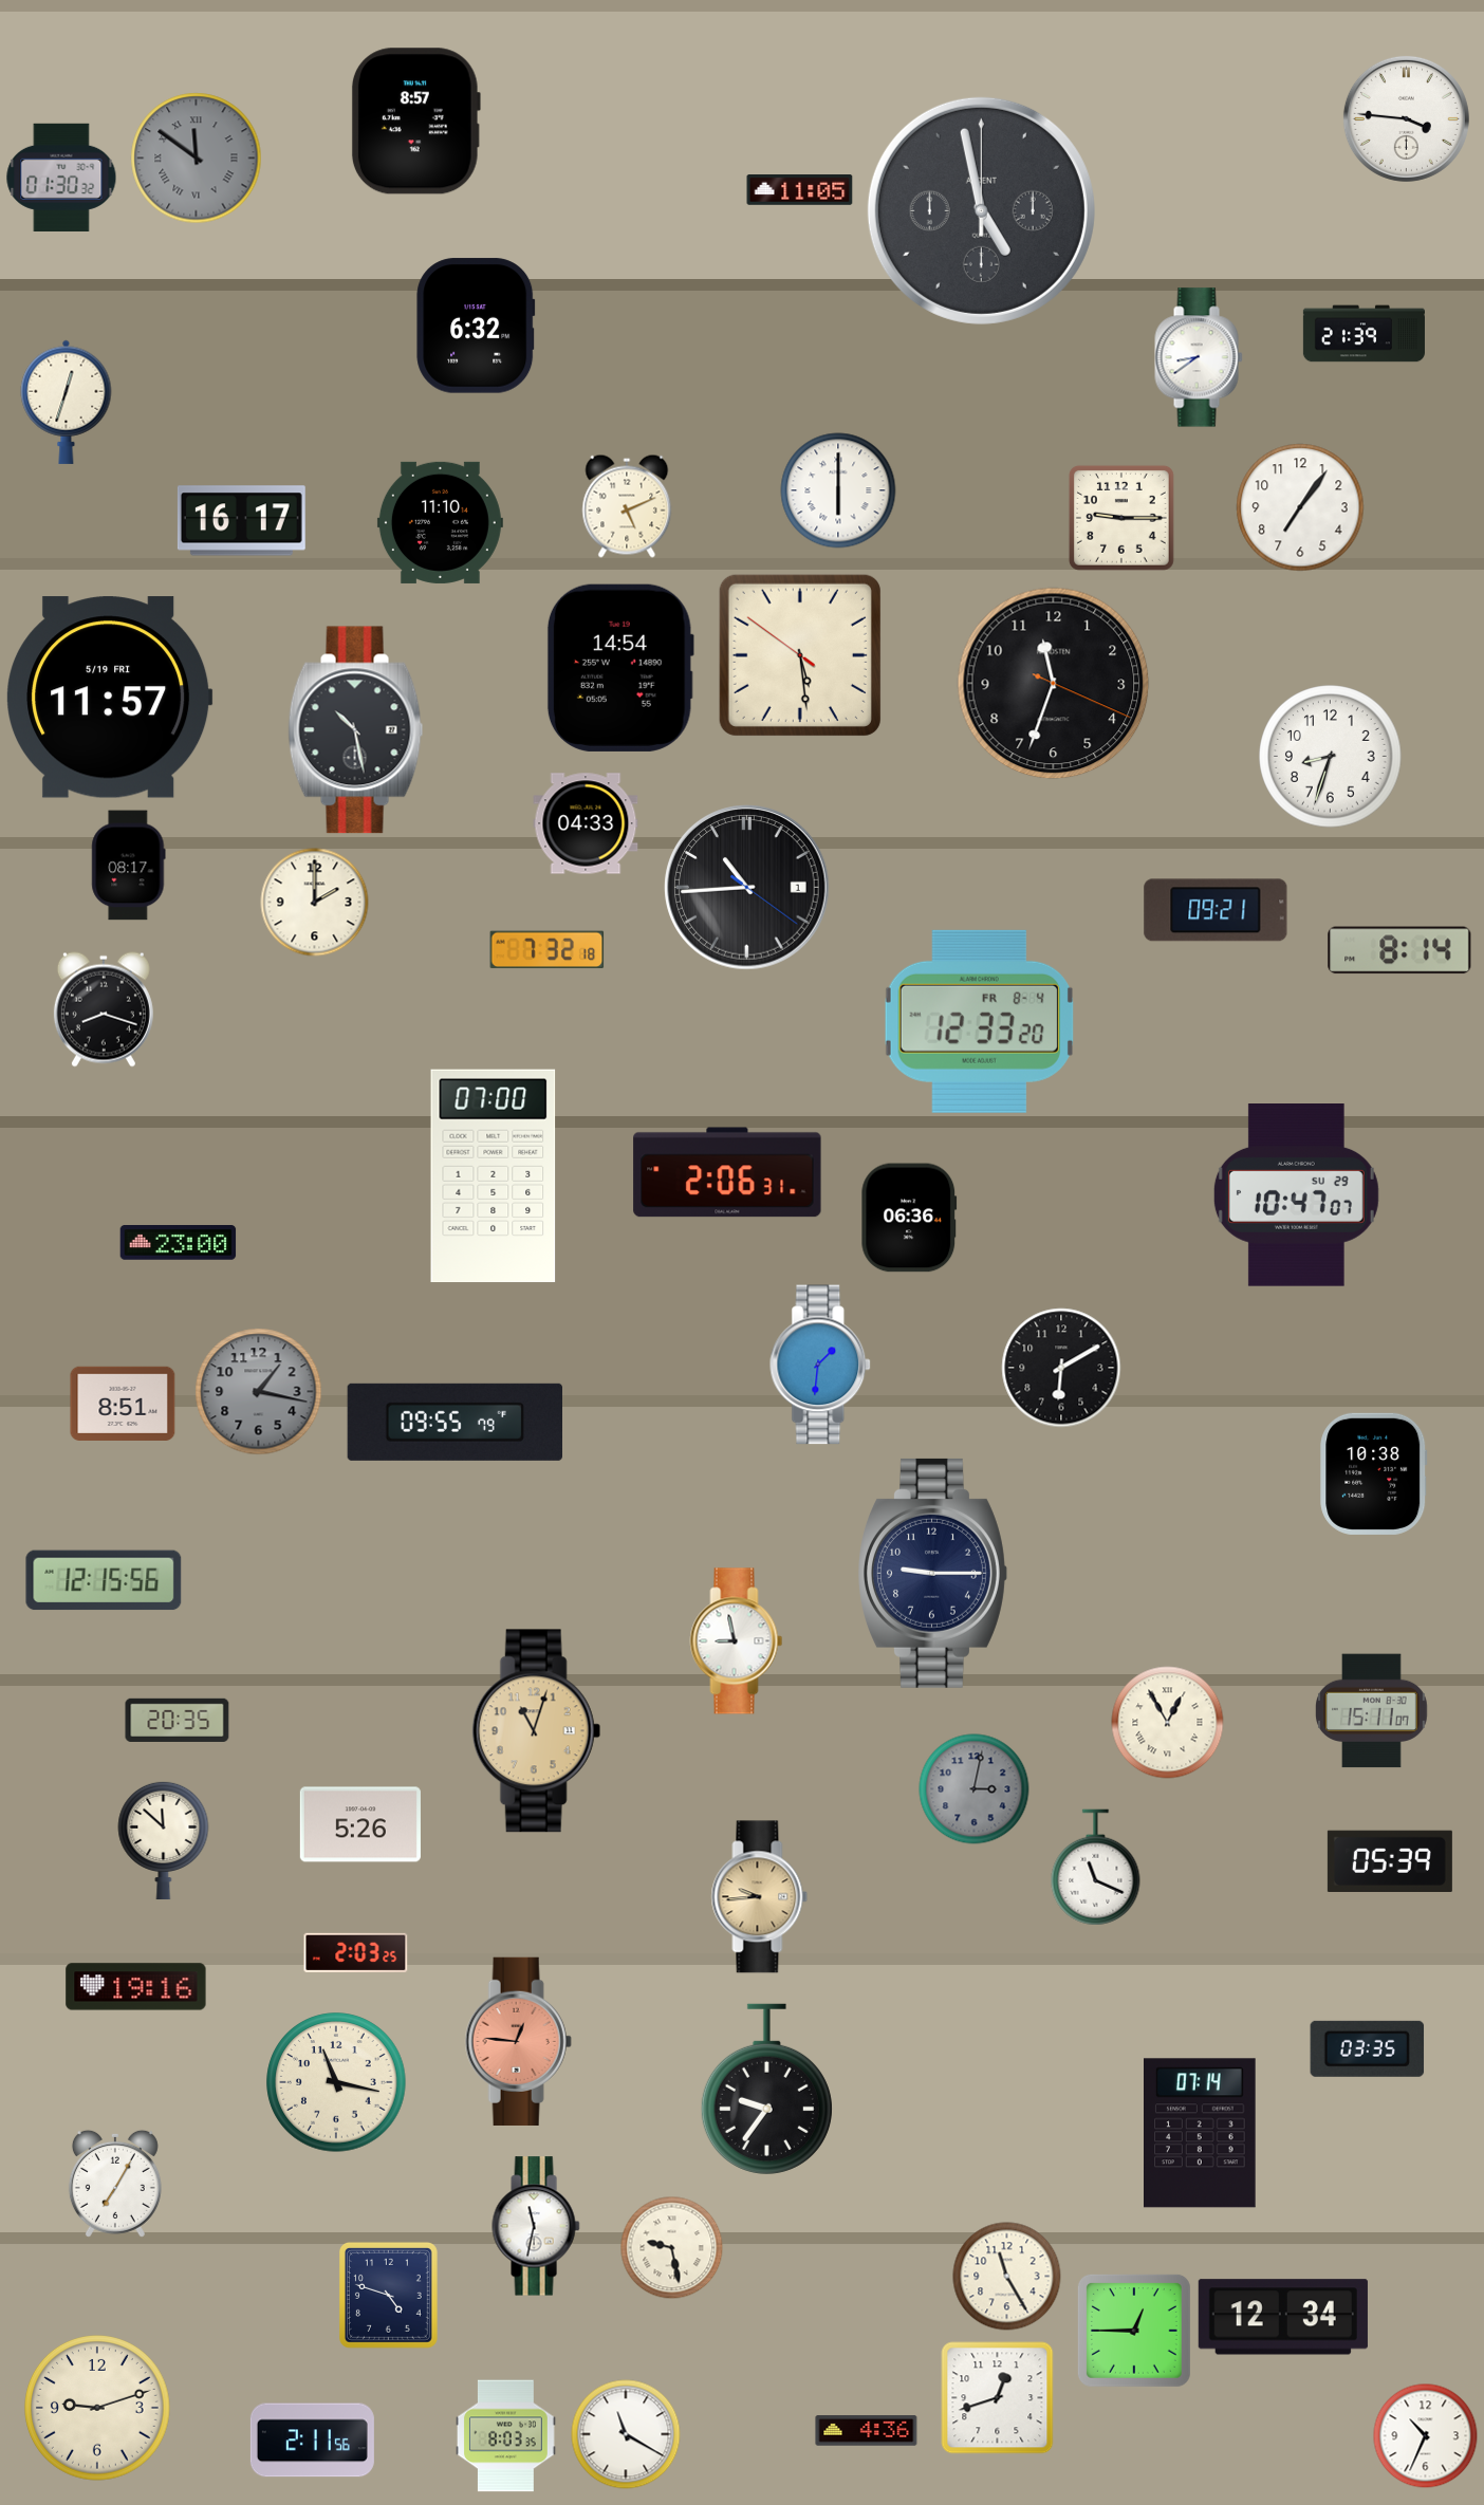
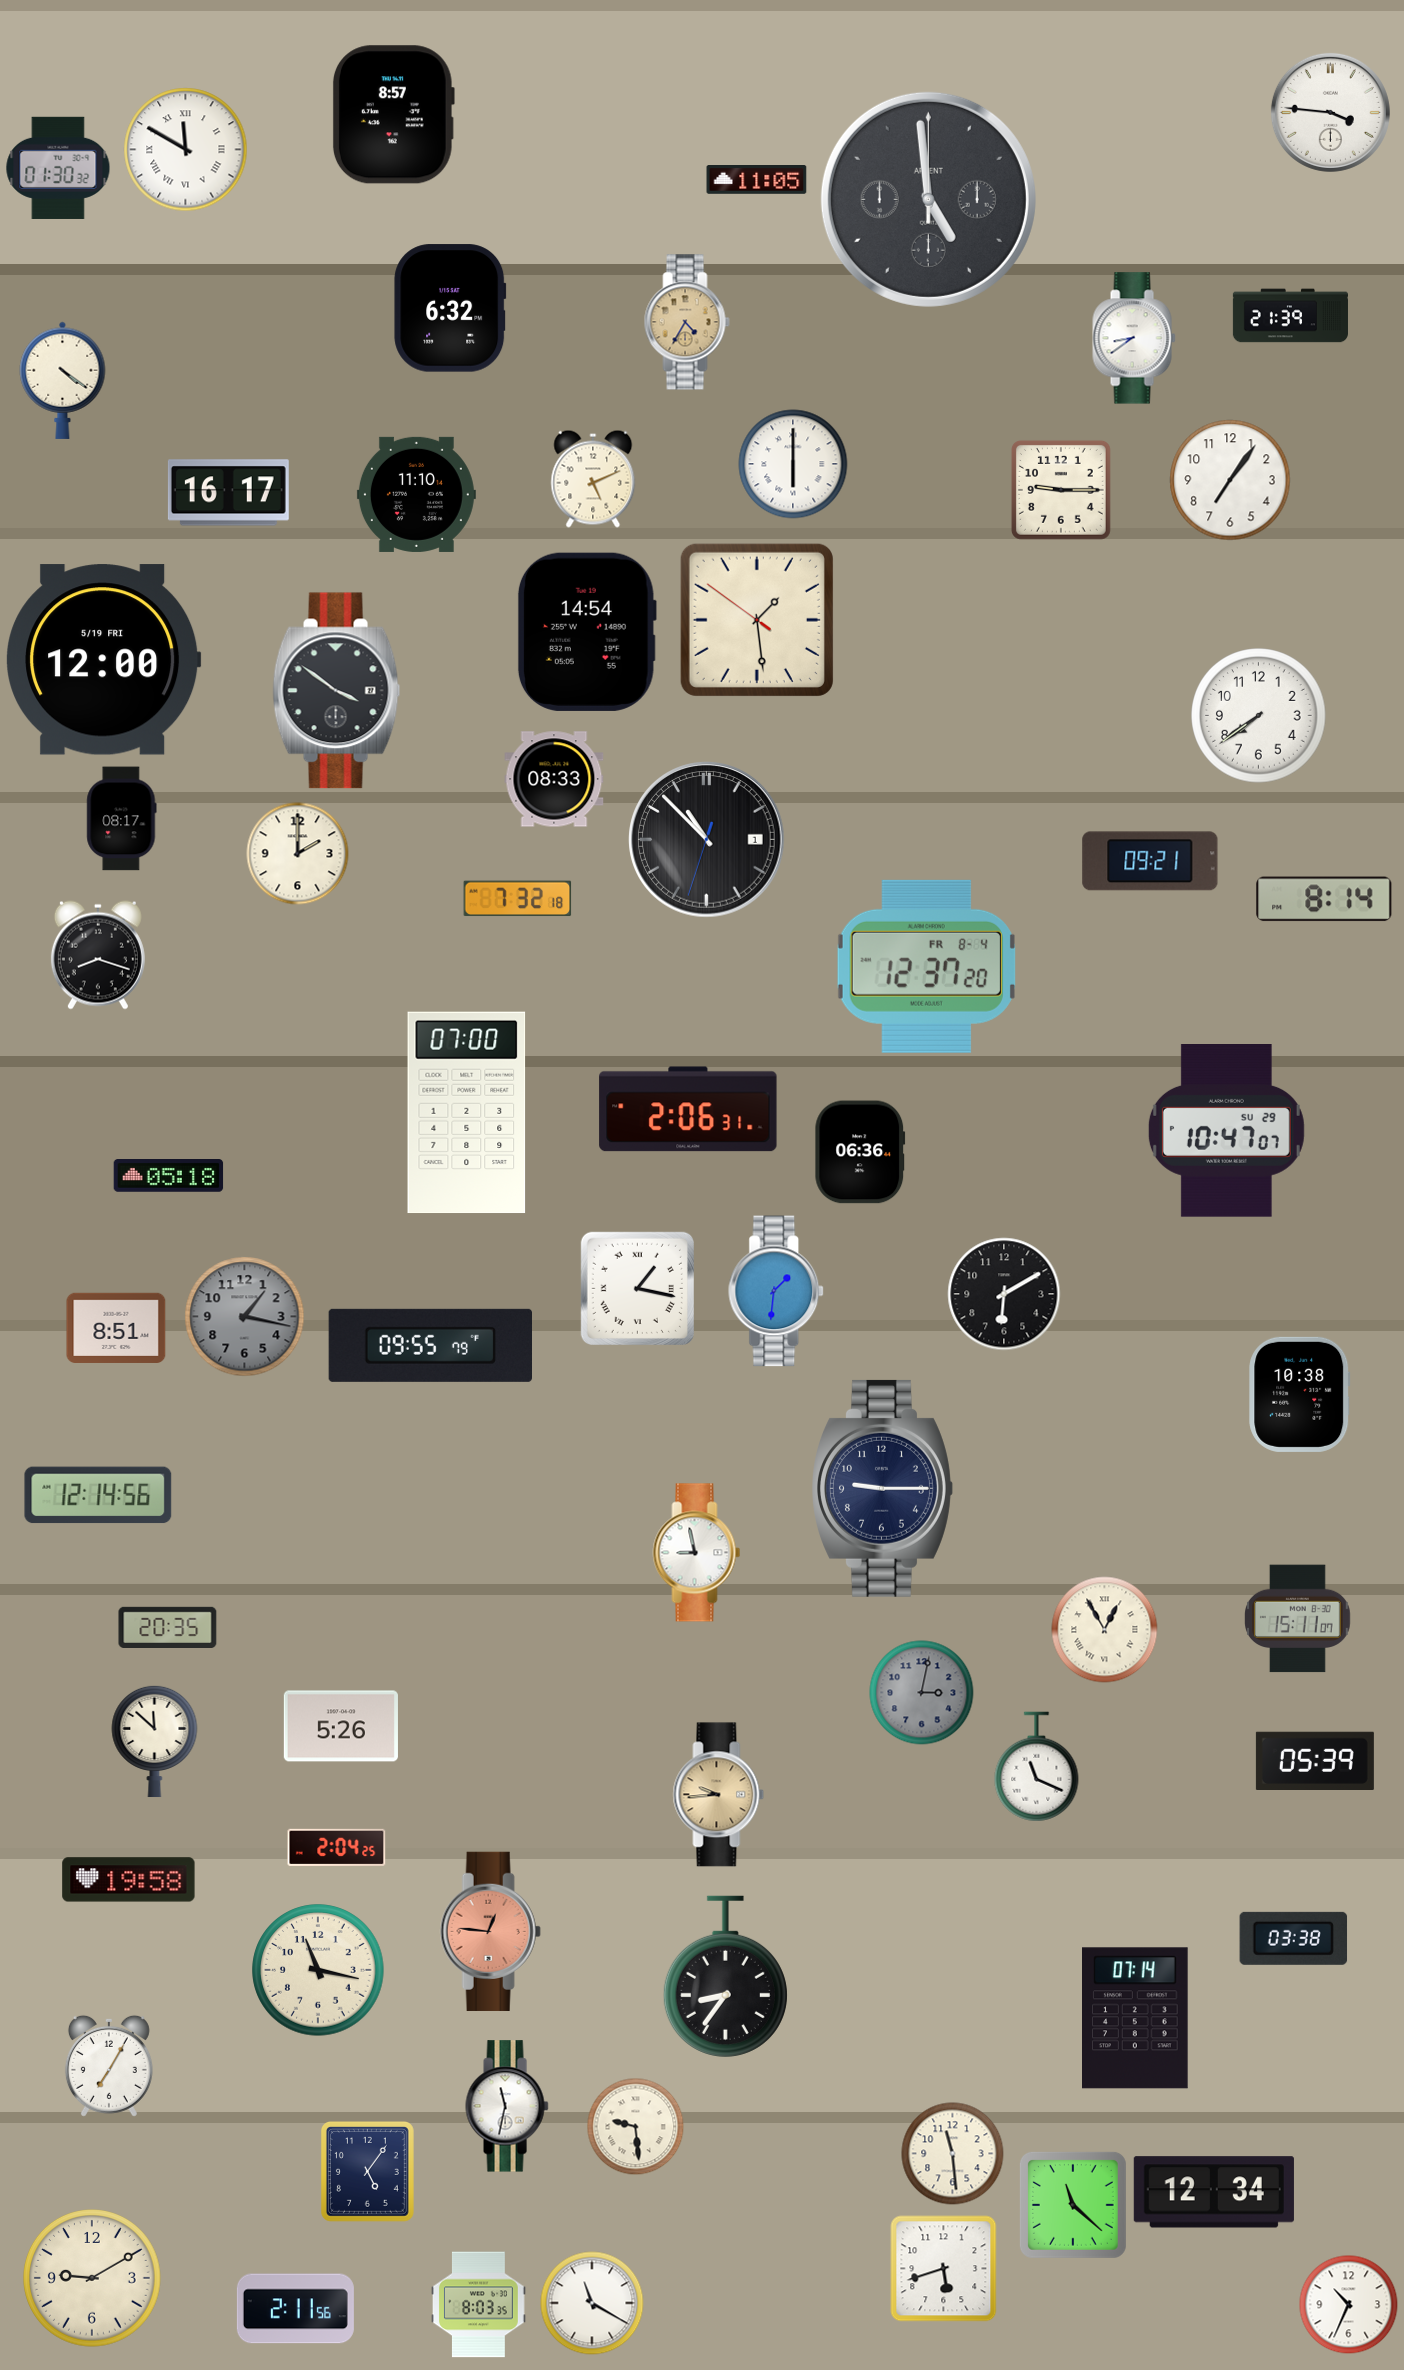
clock at (197, 159): 11:51 -> 11:50
clock at (197, 159) dial: grey -> white
clock at (981, 210): 4:58 -> 4:59
clock at (687, 322): none -> 4:35
clock at (67, 402): 12:33 -> 4:21
clock at (800, 655): 5:28 -> 1:28
clock at (1054, 684): 11:33 -> none
clock at (110, 698): 11:57 -> 12:00
clock at (356, 730): 10:28 -> 3:51
clock at (1331, 757): 8:33 -> 7:39
clock at (586, 823): 04:33 -> 08:33
clock at (747, 888): 10:44 -> 10:52
clock at (979, 1021): 12:33 -> 12:37
clock at (179, 1243): 23:00 -> 05:18
clock at (637, 1288): none -> 1:17
clock at (104, 1580): 12:15 -> 12:14
clock at (536, 1731): 11:03 -> none
clock at (356, 1952): 2:03 -> 2:04
clock at (136, 1987): 19:16 -> 19:58
clock at (1368, 2048): 03:35 -> 03:38
clock at (766, 2089): 9:36 -> 8:36
clock at (671, 2247): 9:28 -> 9:29
clock at (1007, 2277): 11:25 -> 11:29
clock at (388, 2295): 4:48 -> 5:06
clock at (1134, 2331): 12:45 -> 11:22
clock at (998, 2398): 12:42 -> 5:42
clock at (98, 2409): 9:12 -> 9:10
clock at (867, 2431): 4:36 -> none
